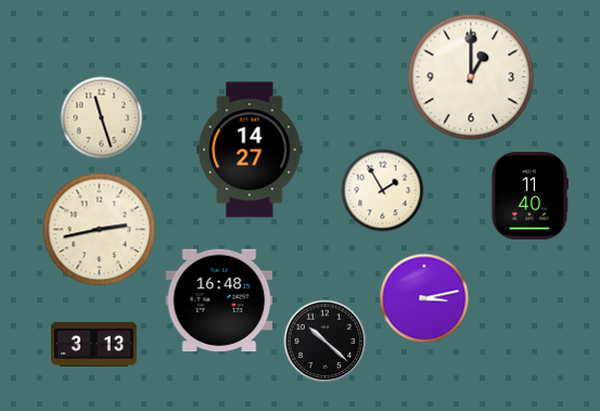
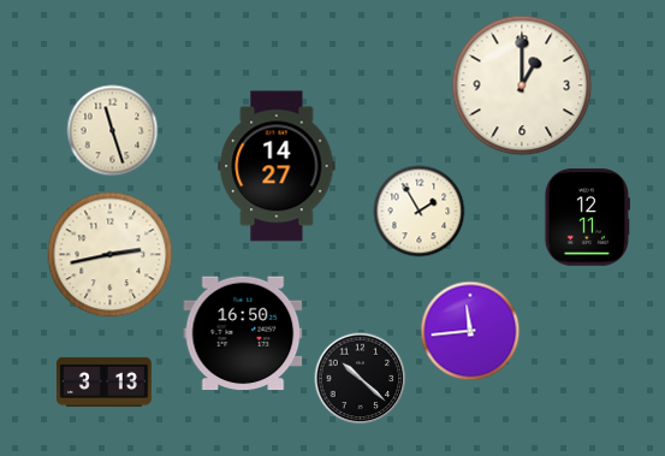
clock at (383, 191) position: (383, 191) -> (420, 212)
clock at (529, 196): 11:40 -> 12:11
clock at (424, 298): 3:13 -> 11:44
clock at (219, 300): 16:48 -> 16:50
